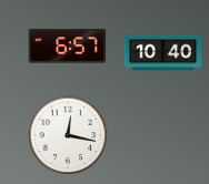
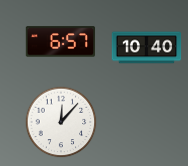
clock at (68, 135): 12:17 -> 12:07
